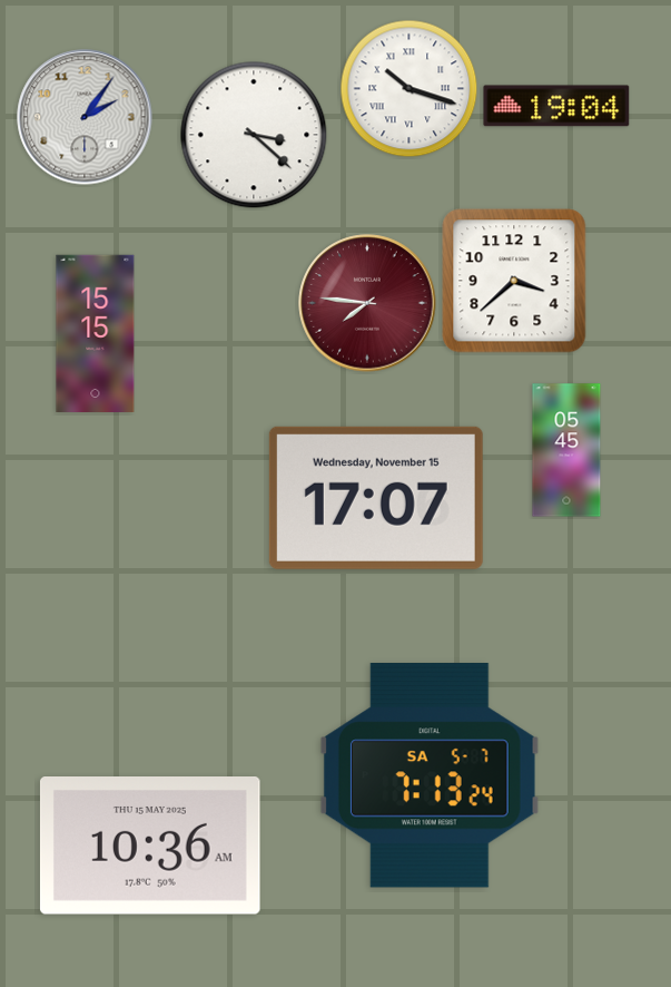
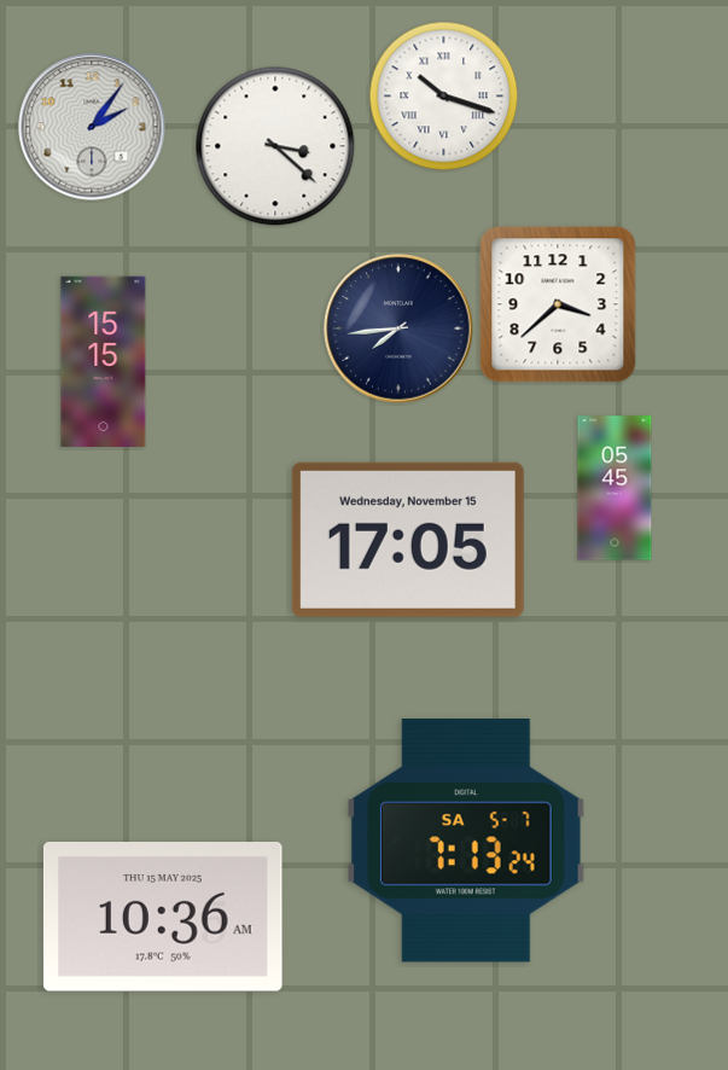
clock at (556, 106): 19:04 -> none
clock at (367, 303): 7:46 -> 7:44
clock at (367, 303) dial: burgundy -> navy
clock at (376, 498): 17:07 -> 17:05
